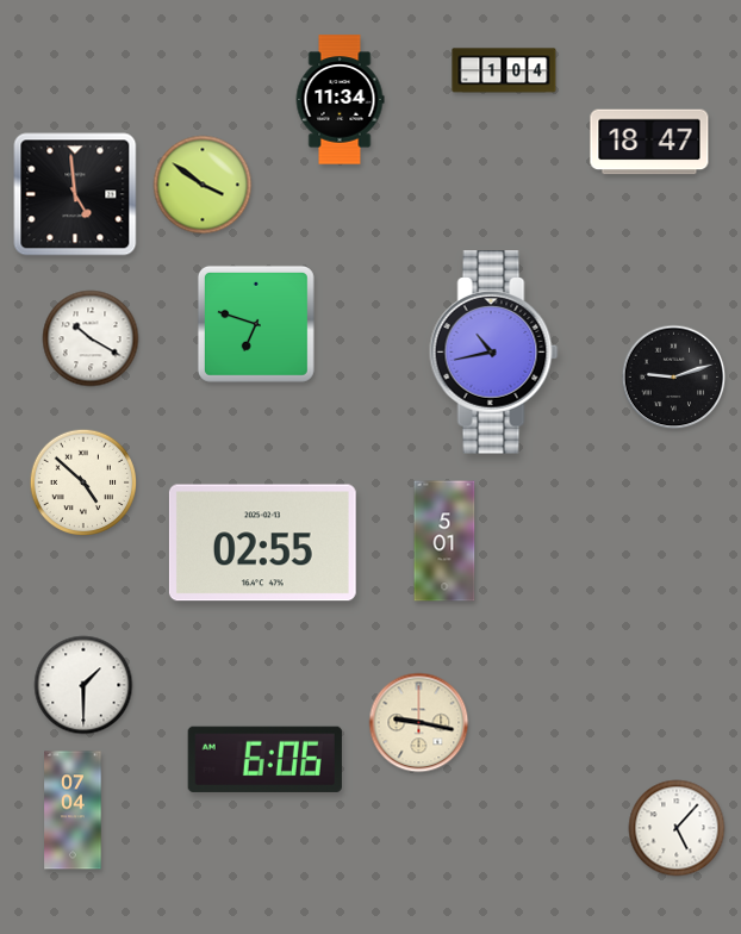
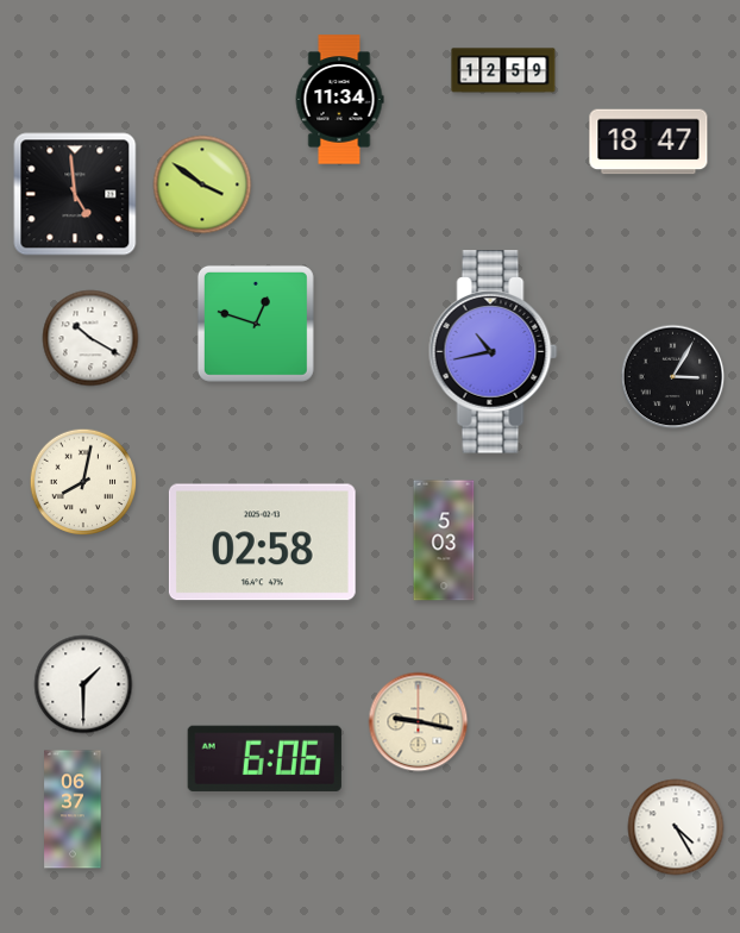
clock at (504, 70): 1:04 -> 12:59
clock at (256, 324): 6:48 -> 12:48
clock at (674, 378): 9:12 -> 3:05
clock at (83, 482): 4:52 -> 8:02
clock at (444, 541): 5:01 -> 5:03
clock at (262, 543): 02:55 -> 02:58
clock at (73, 810): 07:04 -> 06:37
clock at (677, 828): 5:07 -> 4:25
